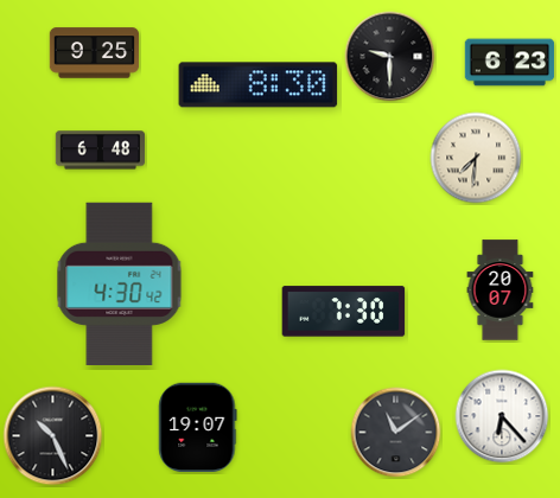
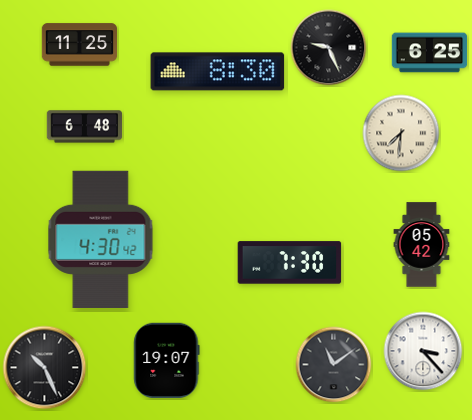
clock at (95, 53): 9:25 -> 11:25
clock at (390, 57): 9:30 -> 9:26
clock at (510, 63): 6:23 -> 6:25
clock at (501, 290): 20:07 -> 05:42
clock at (502, 416): 6:23 -> 3:23
